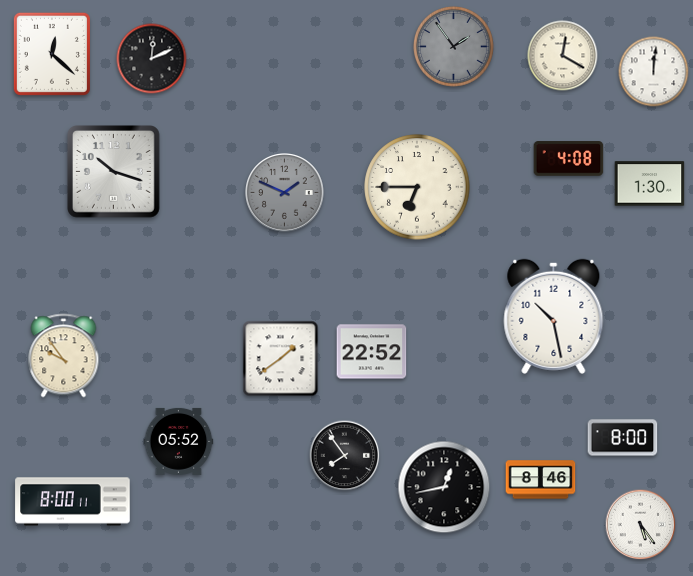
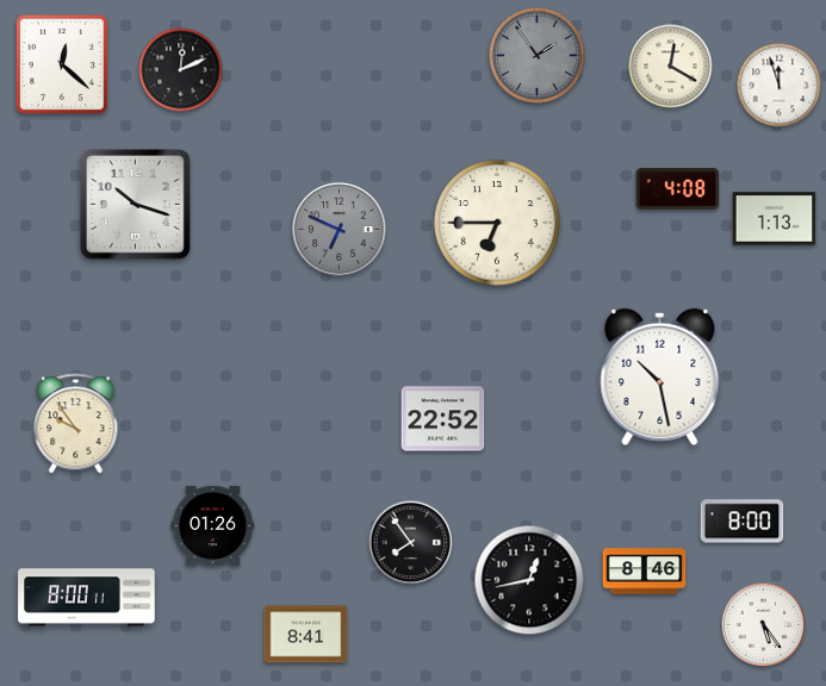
clock at (453, 46) position: (453, 46) -> (536, 55)
clock at (654, 72): 12:01 -> 11:57
clock at (650, 184): 1:30 -> 1:13
clock at (285, 193): 1:49 -> 6:49
clock at (281, 359): 1:39 -> none
clock at (179, 441): 05:52 -> 01:26
clock at (306, 635): none -> 8:41
